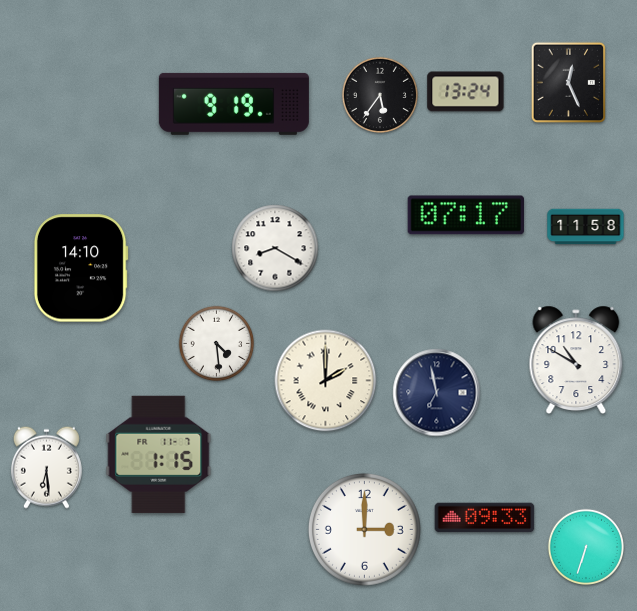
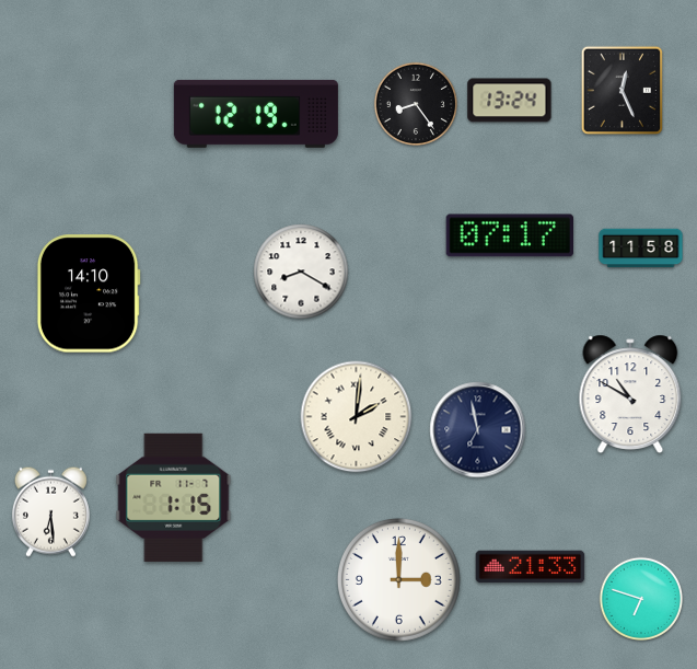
clock at (379, 94): 5:36 -> 8:24
clock at (234, 104): 9:19 -> 12:19
clock at (217, 344): 4:29 -> none
clock at (326, 381): 2:00 -> 2:01
clock at (485, 518): 09:33 -> 21:33
clock at (585, 546): 6:33 -> 6:48
